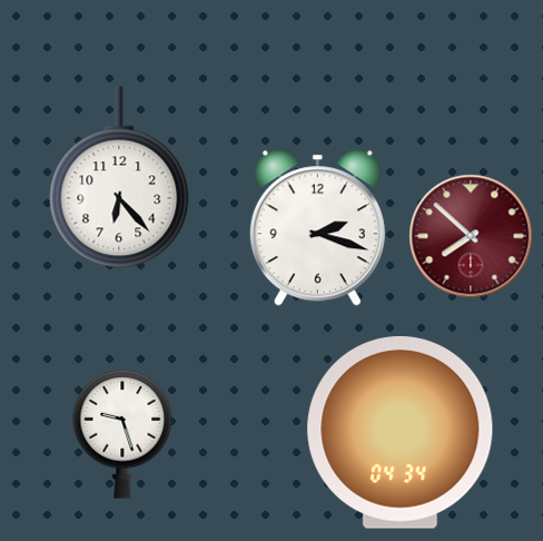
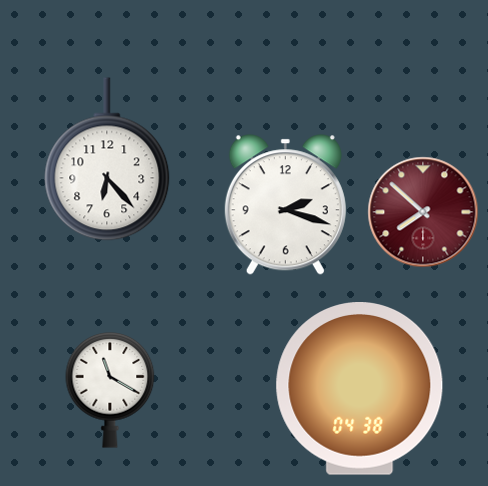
clock at (401, 433): 04:34 -> 04:38
clock at (122, 435): 9:27 -> 11:20
